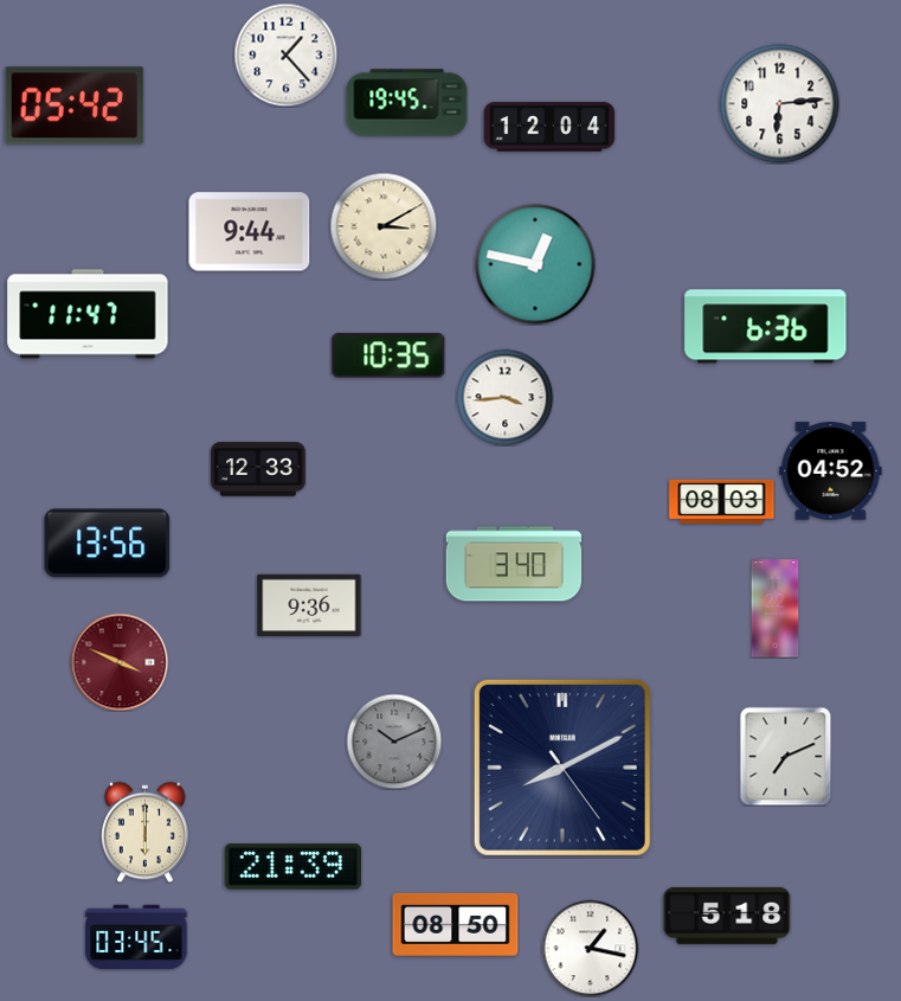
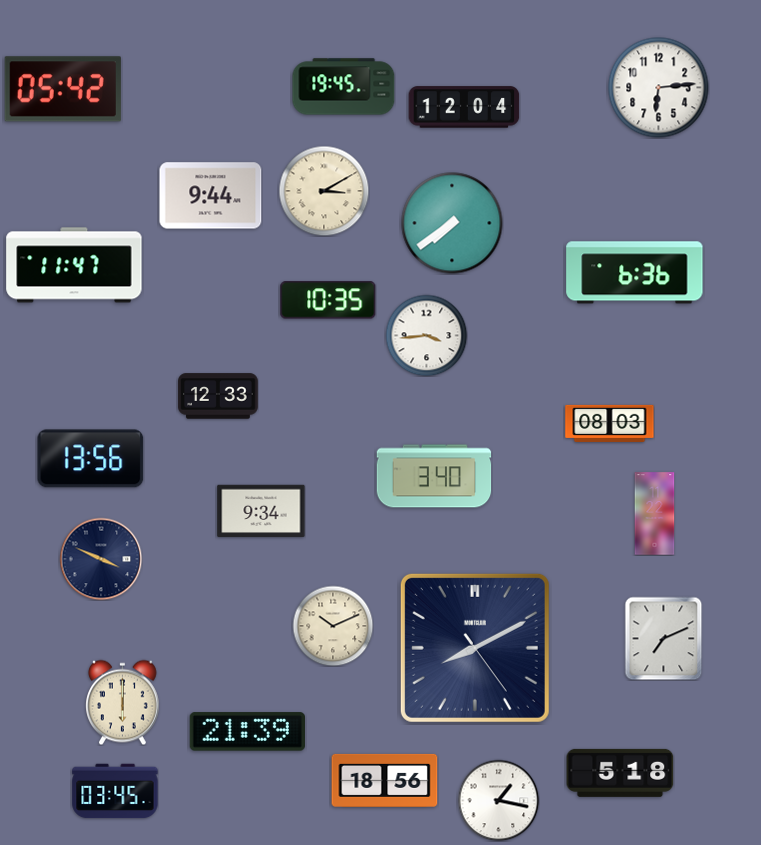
clock at (285, 54): 1:23 -> none
clock at (535, 264): 12:47 -> 7:39
clock at (766, 327) position: (766, 327) -> (635, 273)
clock at (831, 471): 04:52 -> none
clock at (309, 605): 9:36 -> 9:34
clock at (120, 662) dial: burgundy -> navy
clock at (394, 742) dial: grey -> cream
clock at (727, 916) position: (727, 916) -> (620, 773)
clock at (456, 924): 08:50 -> 18:56
